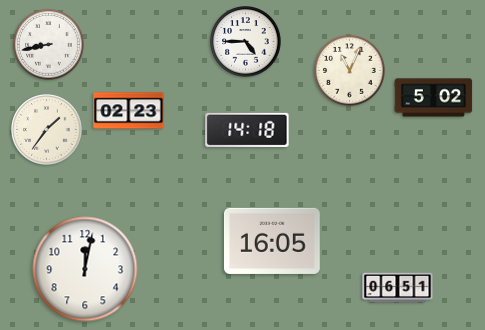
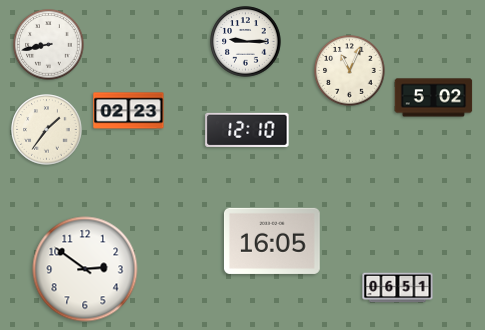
clock at (246, 42): 4:45 -> 9:15
clock at (247, 130): 14:18 -> 12:10
clock at (85, 269): 12:02 -> 2:51
